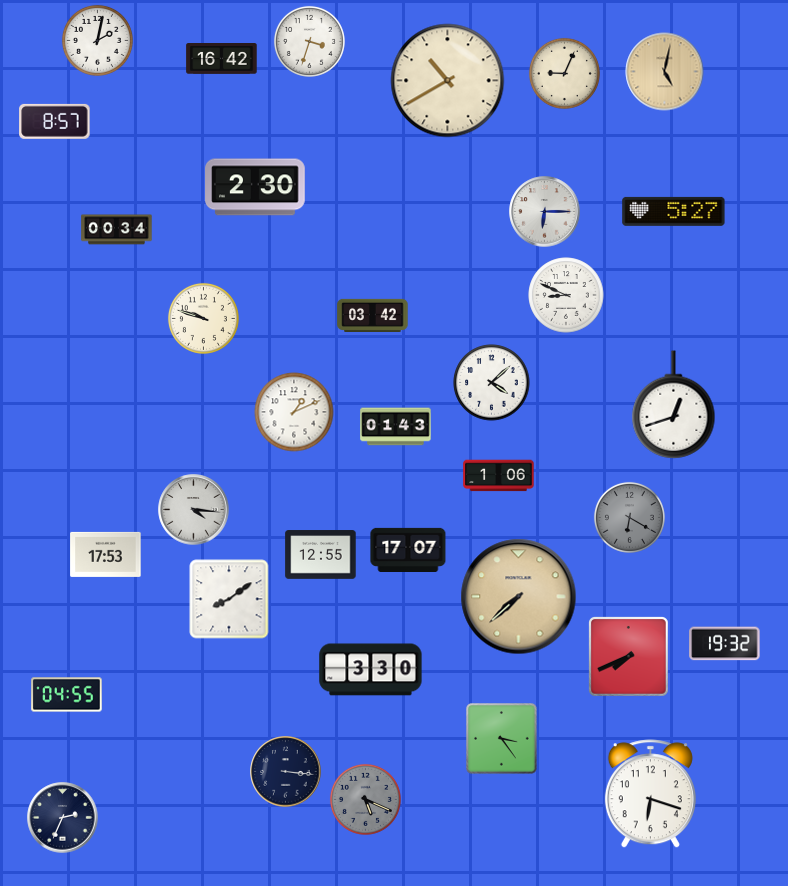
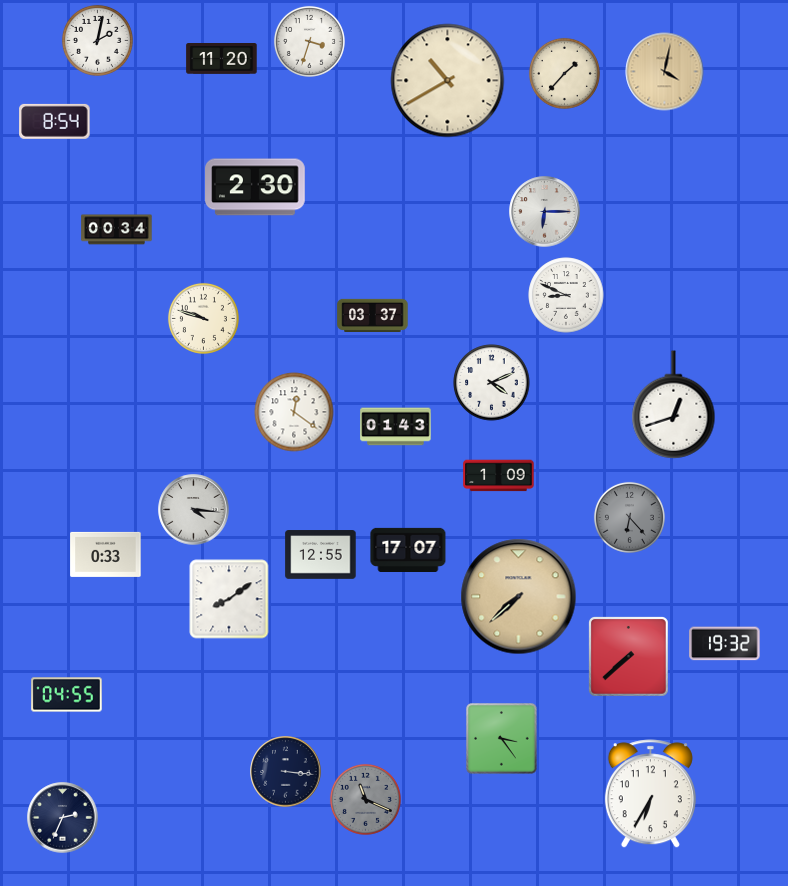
clock at (222, 59): 16:42 -> 11:20
clock at (665, 72): 5:02 -> 4:02
clock at (564, 73): 9:04 -> 1:37
clock at (55, 121): 8:57 -> 8:54
clock at (674, 211): 5:27 -> none
clock at (373, 315): 03:42 -> 03:37
clock at (492, 383): 4:08 -> 4:11
clock at (294, 412): 1:11 -> 12:21
clock at (499, 476): 1:06 -> 1:09
clock at (629, 517): 6:20 -> 6:23
clock at (106, 554): 17:53 -> 0:33
clock at (629, 657): 7:41 -> 7:38
clock at (371, 670): 3:30 -> none
clock at (650, 794): 6:18 -> 6:35
clock at (365, 799): 5:19 -> 11:19
